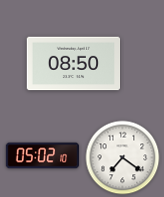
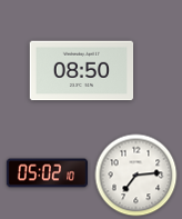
clock at (123, 158): 7:21 -> 7:14
